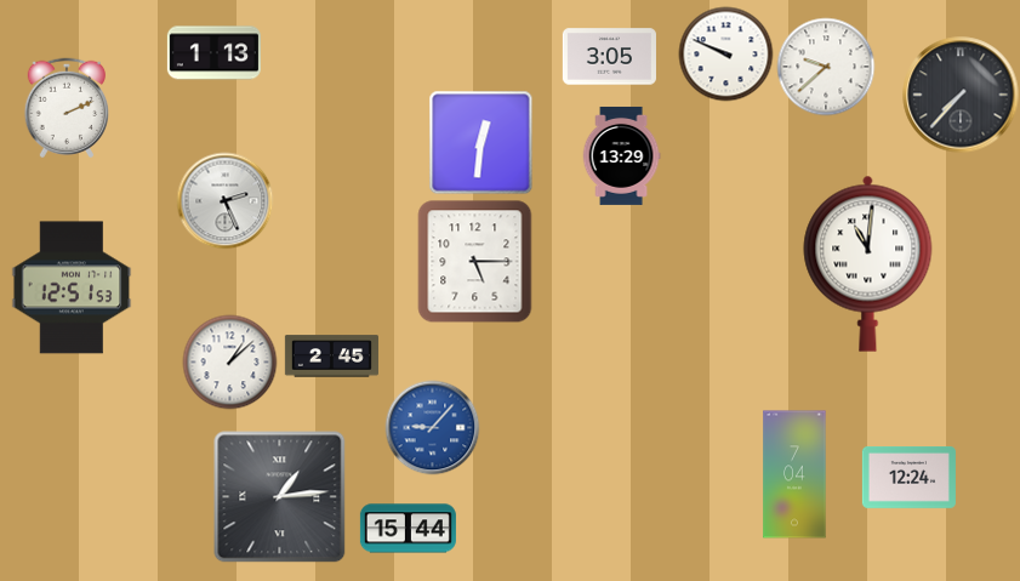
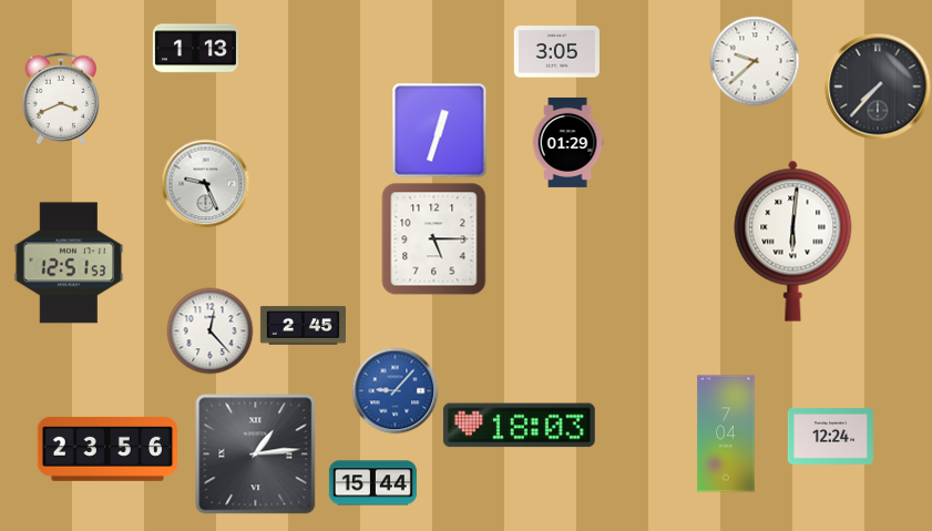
clock at (725, 53): 9:49 -> none
clock at (65, 107): 2:11 -> 3:41
clock at (480, 142): 12:31 -> 12:33
clock at (621, 155): 13:29 -> 01:29
clock at (224, 200): 2:26 -> 9:26
clock at (868, 263): 11:01 -> 6:01
clock at (72, 287) position: (72, 287) -> (69, 263)
clock at (229, 361): 1:08 -> 12:23
clock at (519, 426): none -> 18:03
clock at (106, 449): none -> 23:56
